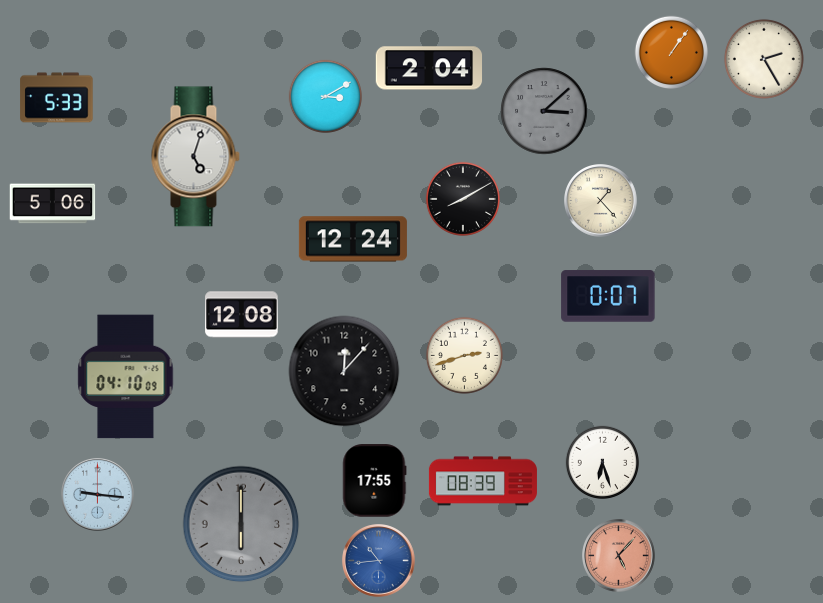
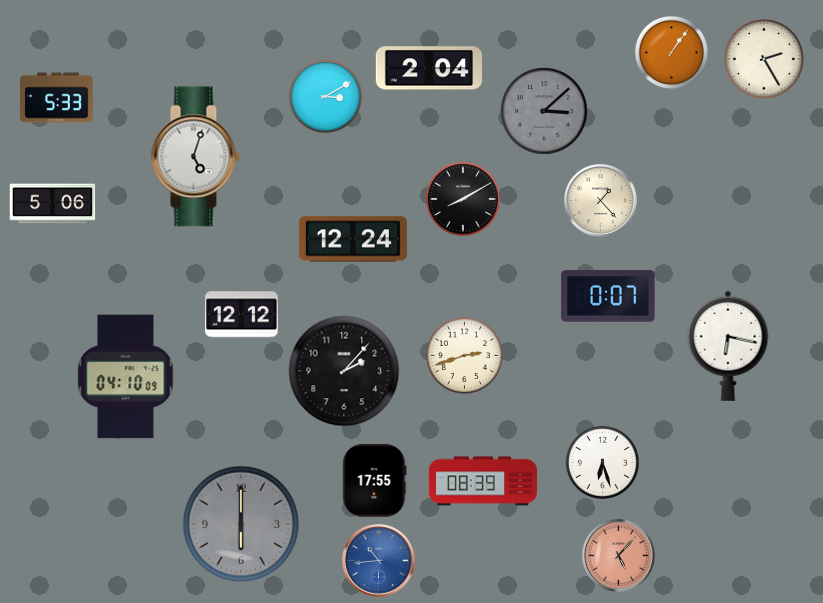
clock at (242, 315): 12:08 -> 12:12
clock at (728, 346): none -> 6:17
clock at (344, 371): 12:07 -> 2:07
clock at (98, 495): 9:16 -> none
